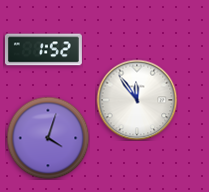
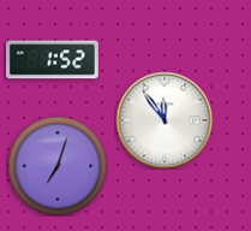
clock at (48, 138): 4:03 -> 7:03
